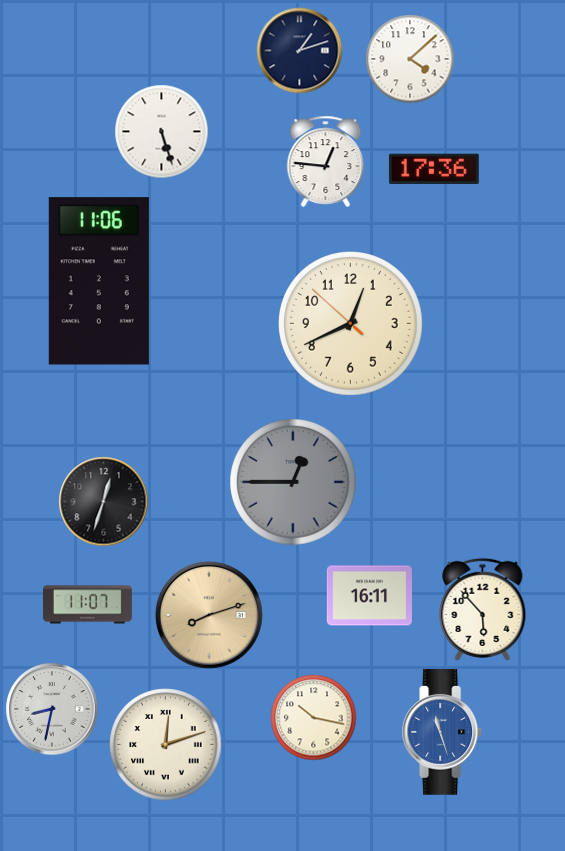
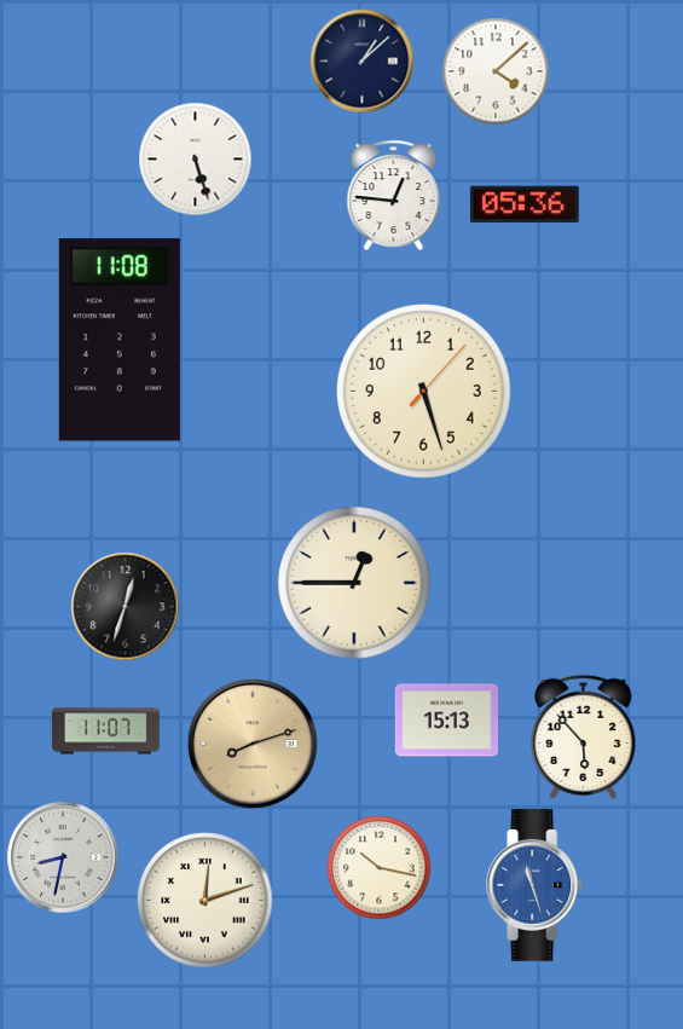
clock at (300, 51): 1:12 -> 1:08
clock at (434, 169): 17:36 -> 05:36
clock at (99, 281): 11:06 -> 11:08
clock at (351, 324): 12:40 -> 5:27
clock at (293, 482) dial: grey -> cream
clock at (369, 596): 16:11 -> 15:13
clock at (166, 745) position: (166, 745) -> (206, 901)
